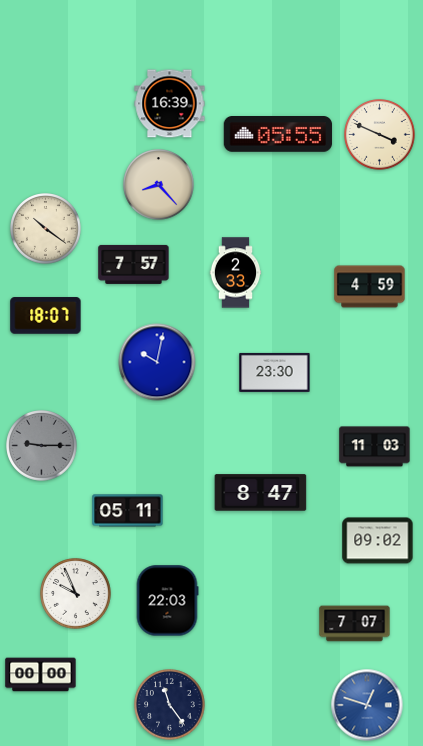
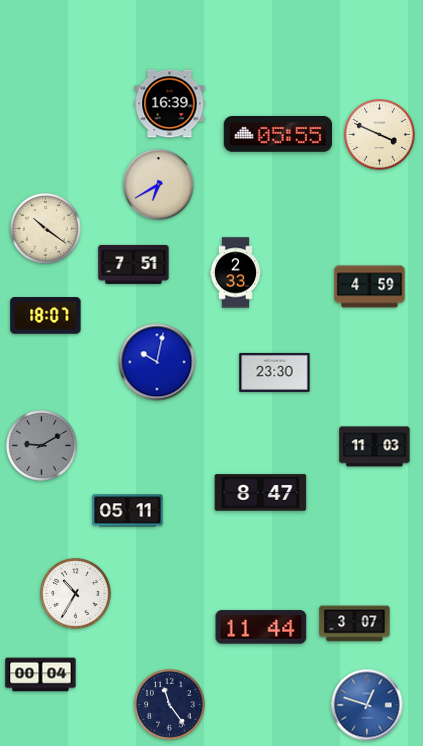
clock at (159, 185): 8:23 -> 6:40
clock at (134, 264): 7:57 -> 7:51
clock at (42, 446): 9:15 -> 9:10
clock at (378, 541): 09:02 -> none
clock at (76, 594): 9:56 -> 10:35
clock at (167, 601): 22:03 -> none
clock at (355, 624): 7:07 -> 3:07
clock at (261, 627): none -> 11:44
clock at (41, 675): 00:00 -> 00:04
